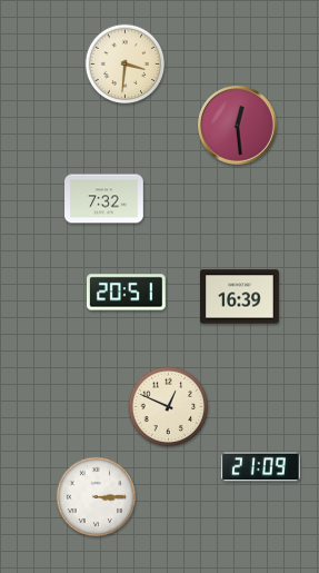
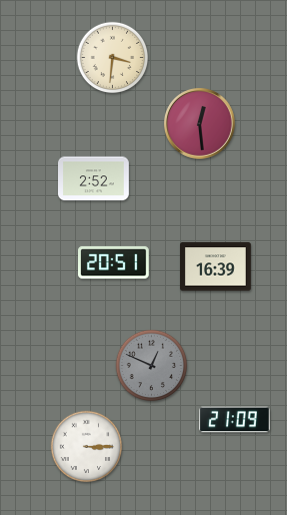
clock at (238, 126) position: (238, 126) -> (200, 124)
clock at (104, 199): 7:32 -> 2:52
clock at (169, 407) dial: cream -> grey
